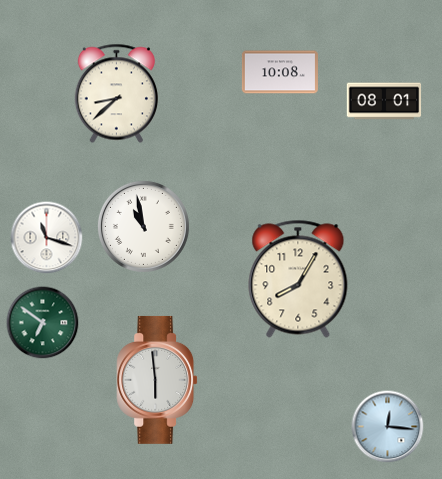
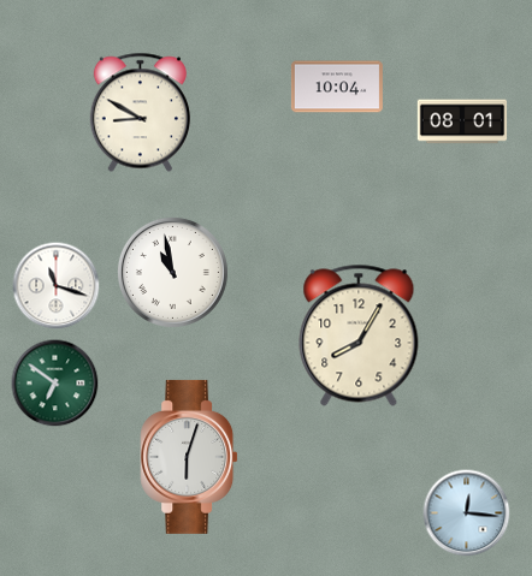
clock at (280, 72): 10:08 -> 10:04
clock at (116, 94): 8:38 -> 8:50
clock at (43, 323) position: (43, 323) -> (55, 384)
clock at (157, 380): 5:59 -> 6:03
